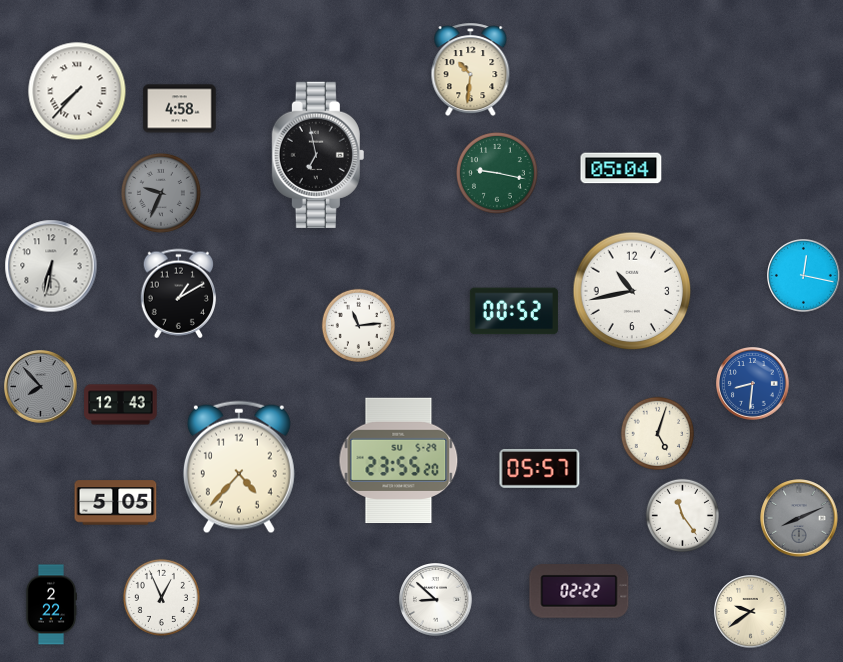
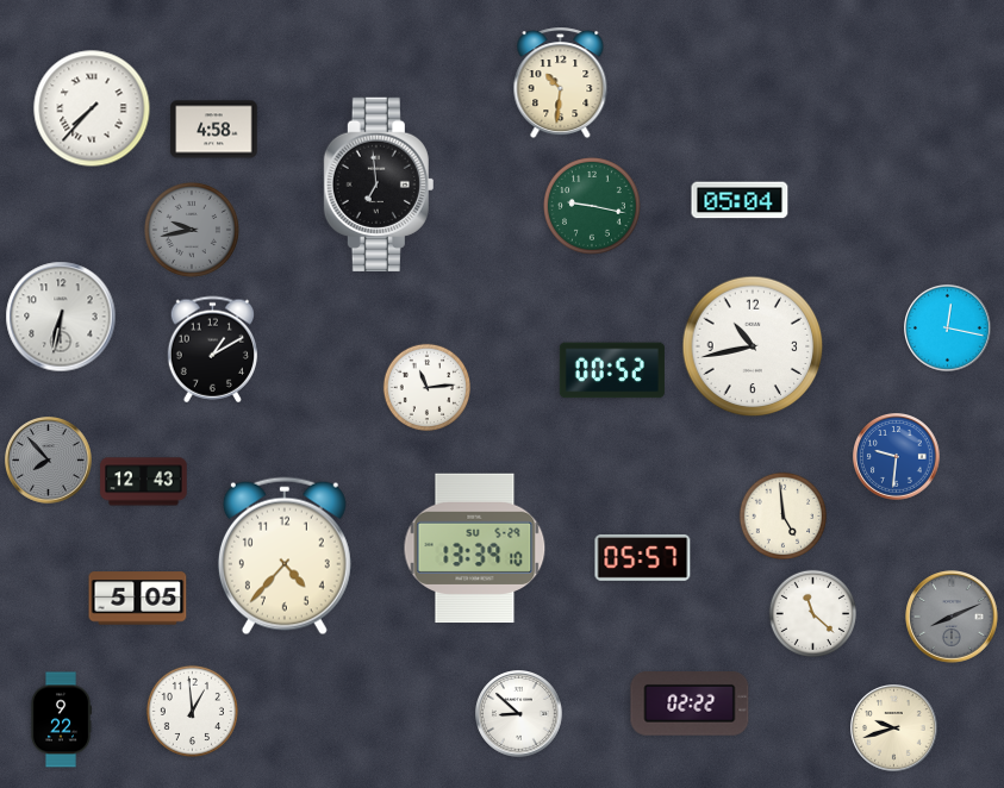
clock at (318, 155): 6:58 -> 6:59
clock at (161, 193): 9:34 -> 9:43
clock at (804, 276) position: (804, 276) -> (948, 329)
clock at (753, 384): 8:31 -> 9:31
clock at (657, 433): 5:03 -> 4:59
clock at (399, 461): 23:55 -> 13:39
clock at (682, 515): 11:24 -> 11:22
clock at (161, 597): 12:56 -> 12:59
clock at (51, 605): 2:22 -> 9:22
clock at (751, 612): 9:39 -> 9:42
